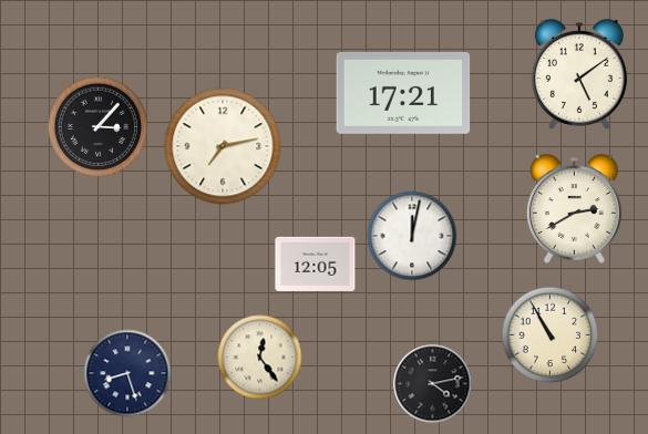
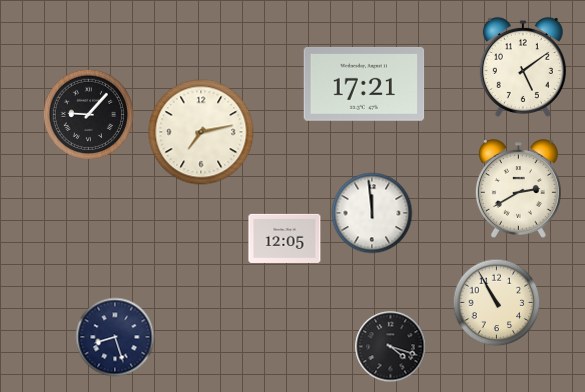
clock at (97, 126): 3:07 -> 9:07
clock at (412, 236): 12:02 -> 11:59
clock at (260, 358): 12:24 -> none
clock at (433, 384): 4:13 -> 4:18
